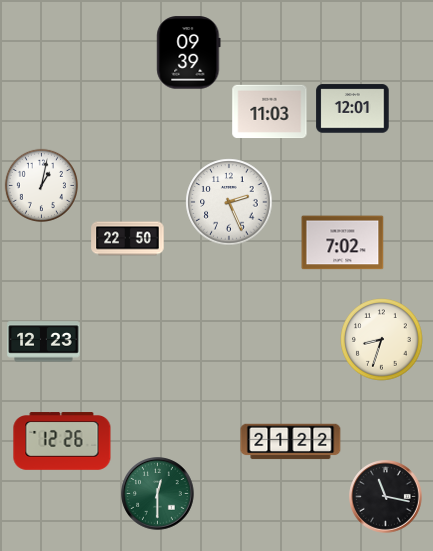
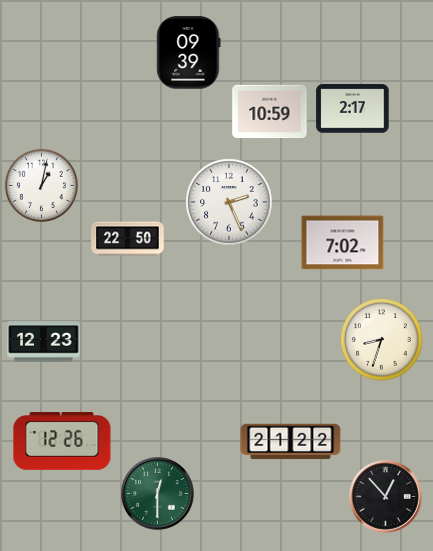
clock at (353, 109): 12:01 -> 2:17
clock at (270, 112): 11:03 -> 10:59
clock at (386, 497): 11:17 -> 12:53
